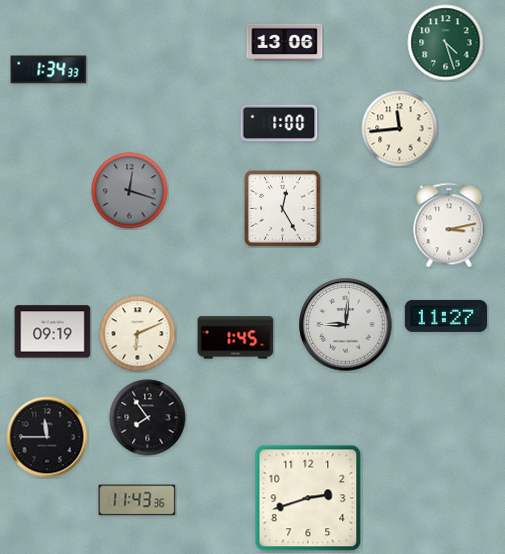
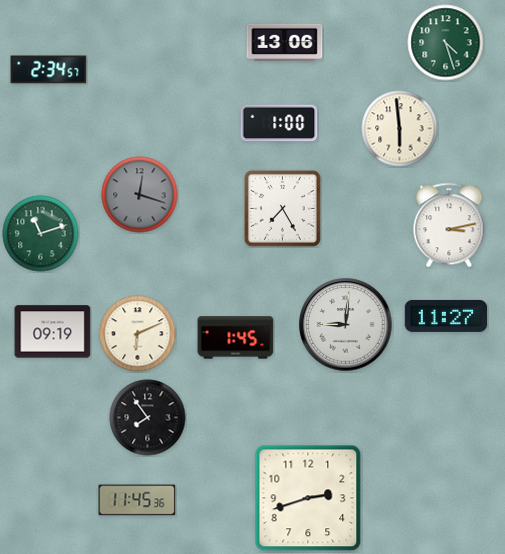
clock at (49, 70): 1:34 -> 2:34
clock at (400, 129): 11:44 -> 5:59
clock at (130, 191) position: (130, 191) -> (140, 195)
clock at (282, 208): 12:25 -> 7:25
clock at (41, 234): none -> 11:12
clock at (47, 437): 11:45 -> none
clock at (137, 500): 11:43 -> 11:45
